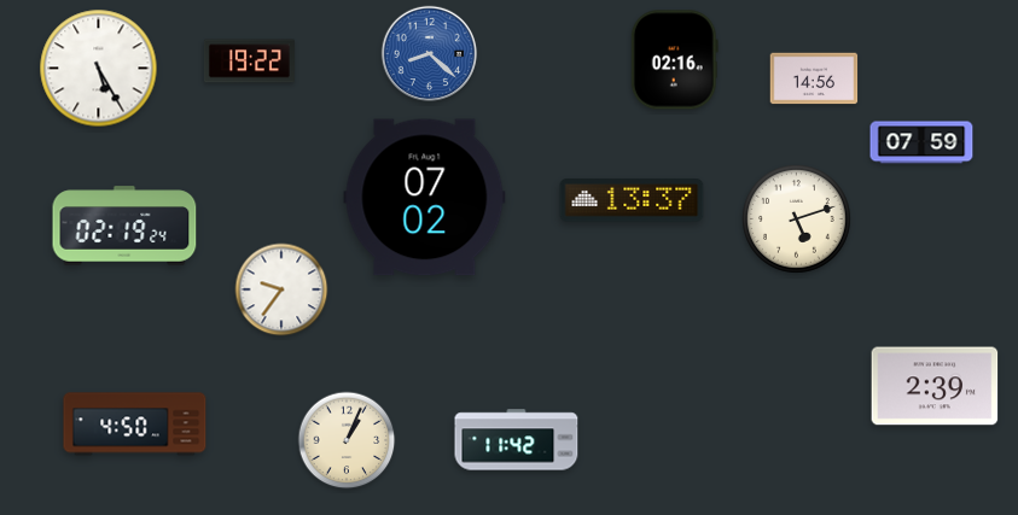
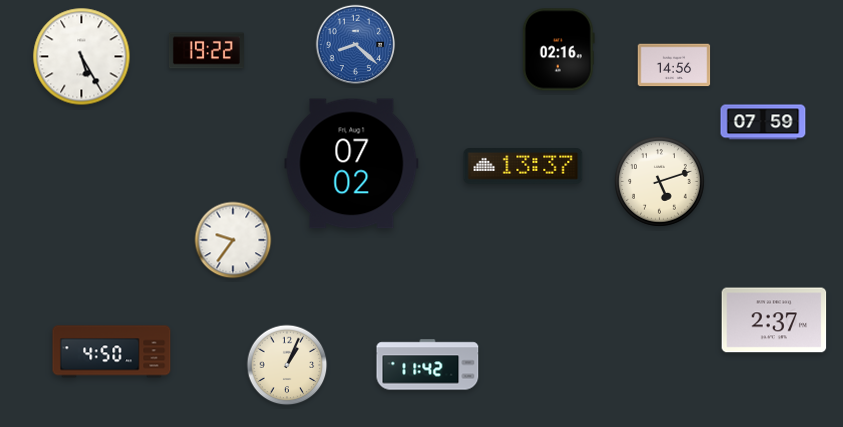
clock at (921, 142) position: (921, 142) -> (763, 122)
clock at (124, 226): 02:19 -> none
clock at (935, 386): 2:39 -> 2:37
